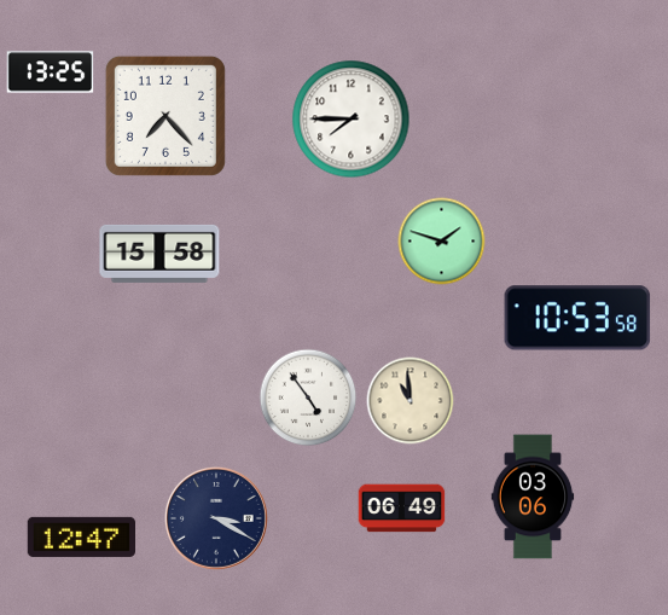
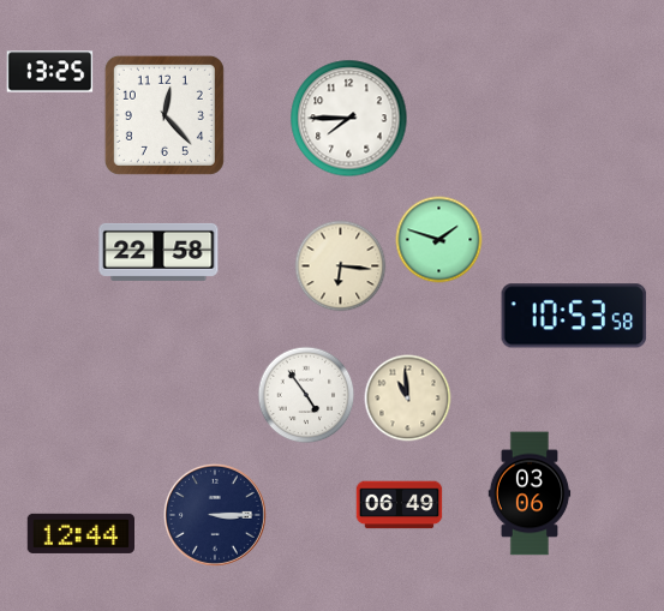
clock at (165, 116): 7:23 -> 12:23
clock at (159, 254): 15:58 -> 22:58
clock at (341, 266): none -> 6:16
clock at (216, 518): 3:20 -> 3:15
clock at (81, 536): 12:47 -> 12:44
